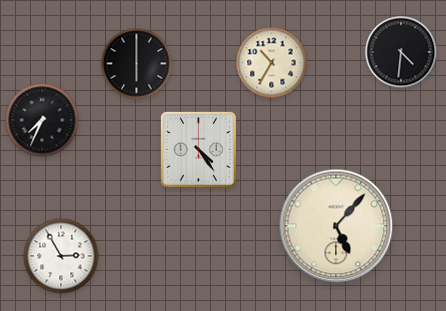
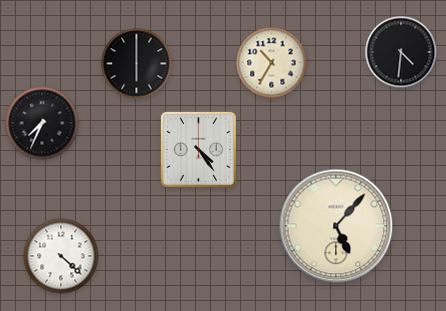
clock at (42, 120) position: (42, 120) -> (42, 123)
clock at (61, 256): 2:55 -> 4:22
